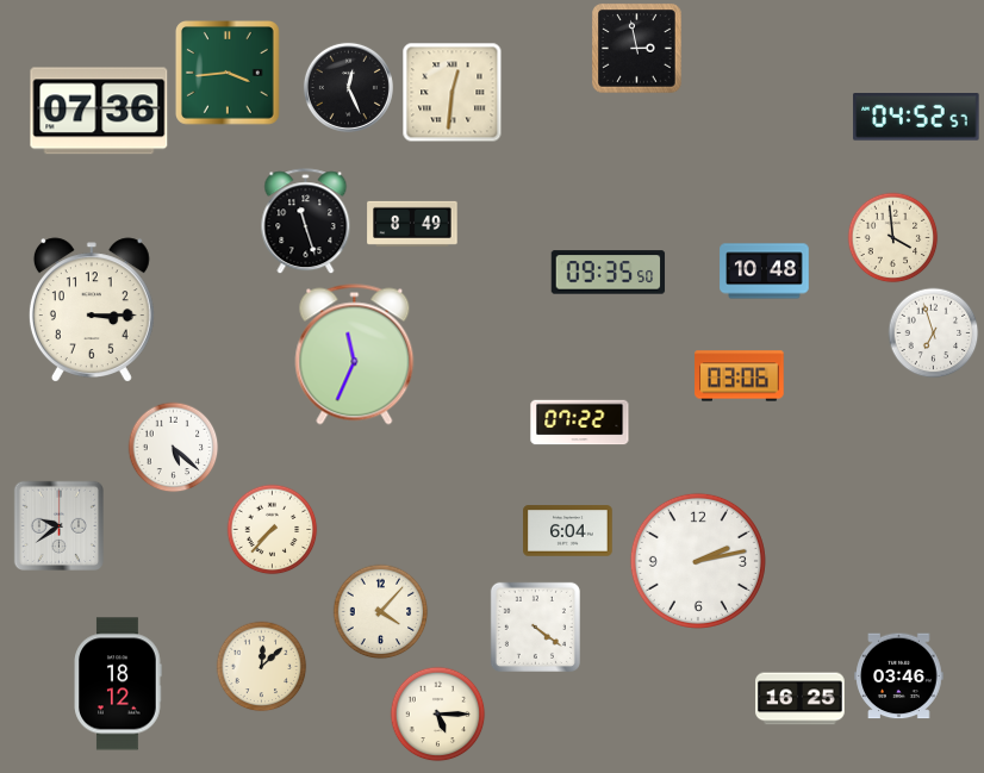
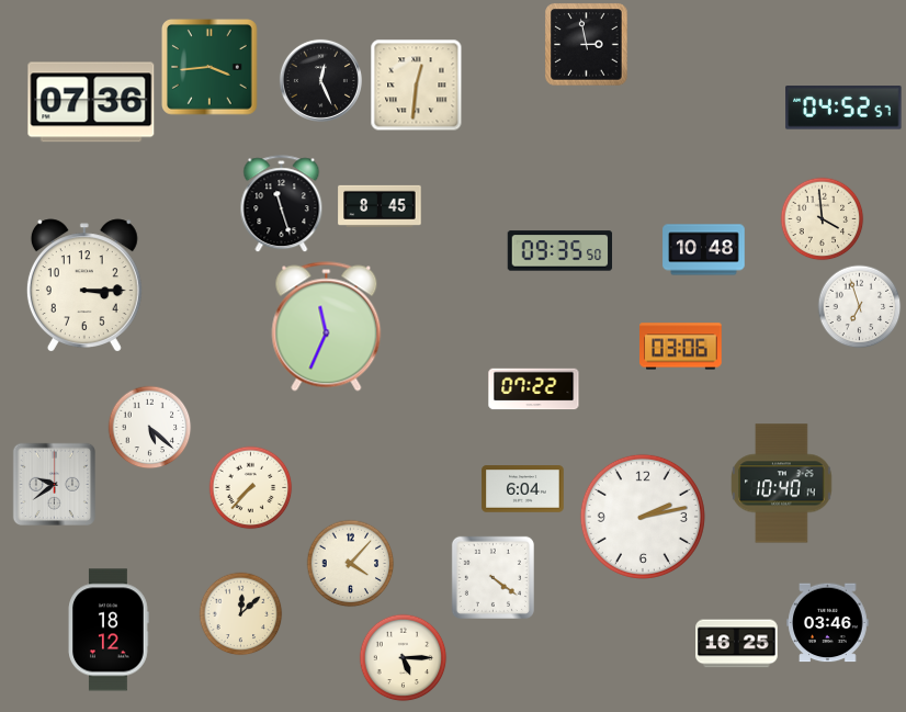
clock at (412, 224): 8:49 -> 8:45
clock at (174, 448) position: (174, 448) -> (150, 428)
clock at (782, 484): none -> 10:40
